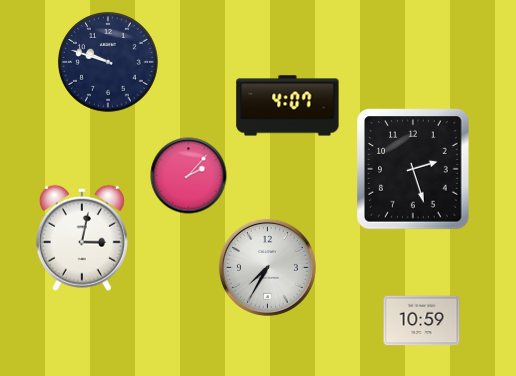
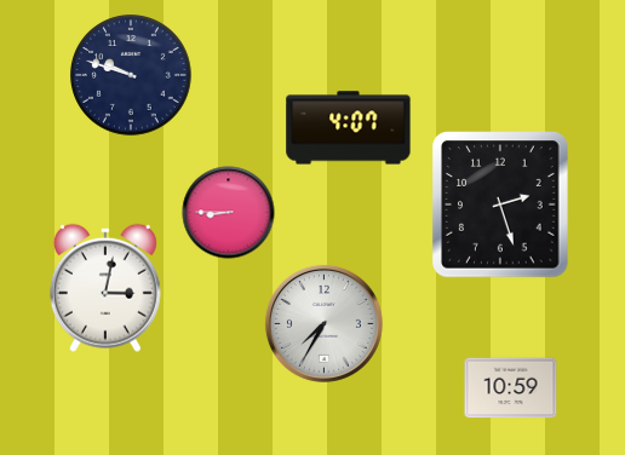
clock at (189, 176): 2:07 -> 8:45
clock at (82, 238) position: (82, 238) -> (105, 288)
